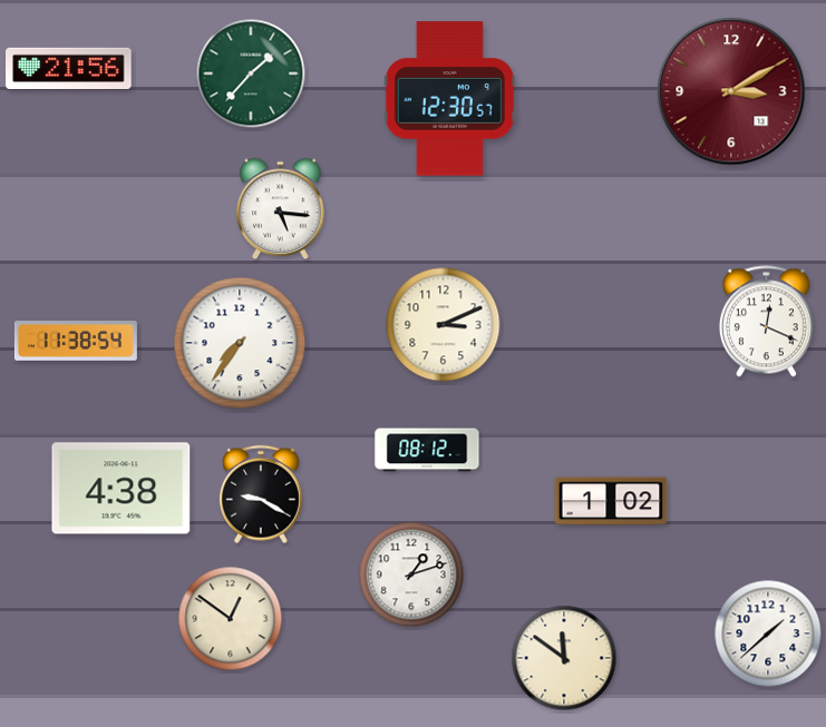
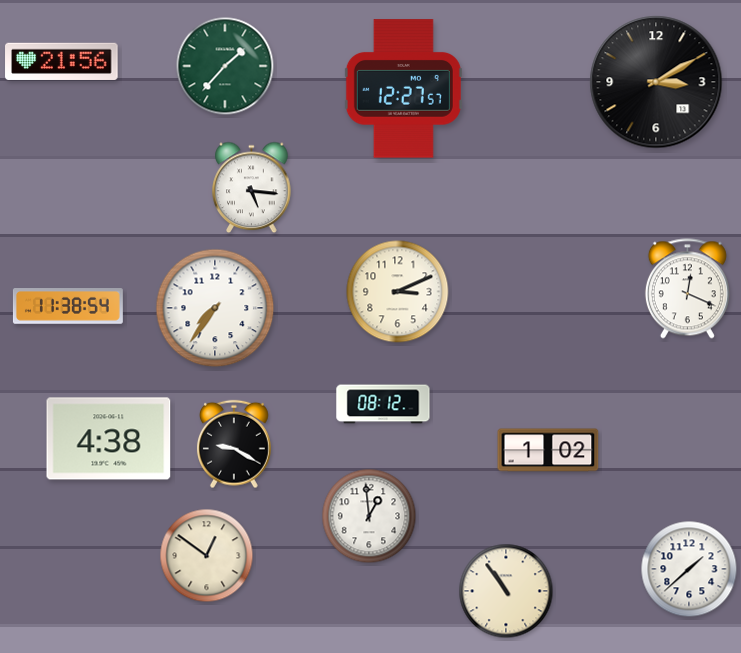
clock at (731, 91) dial: burgundy -> black
clock at (449, 99): 12:30 -> 12:27
clock at (411, 574): 1:12 -> 12:59
clock at (564, 658): 11:51 -> 10:54
